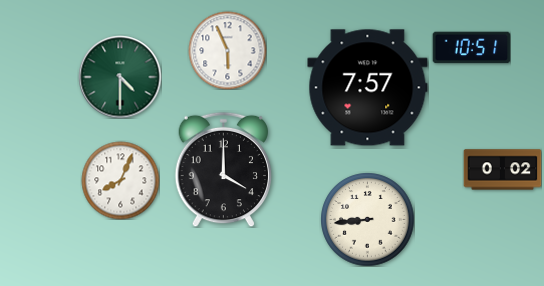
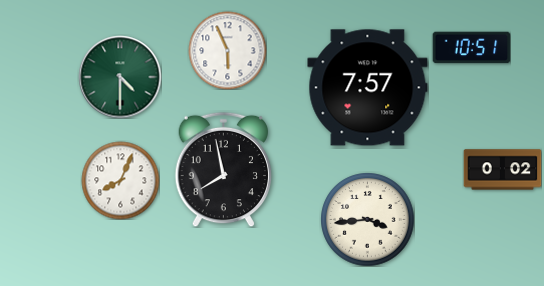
clock at (224, 169): 4:00 -> 7:58
clock at (367, 219): 8:44 -> 3:44
